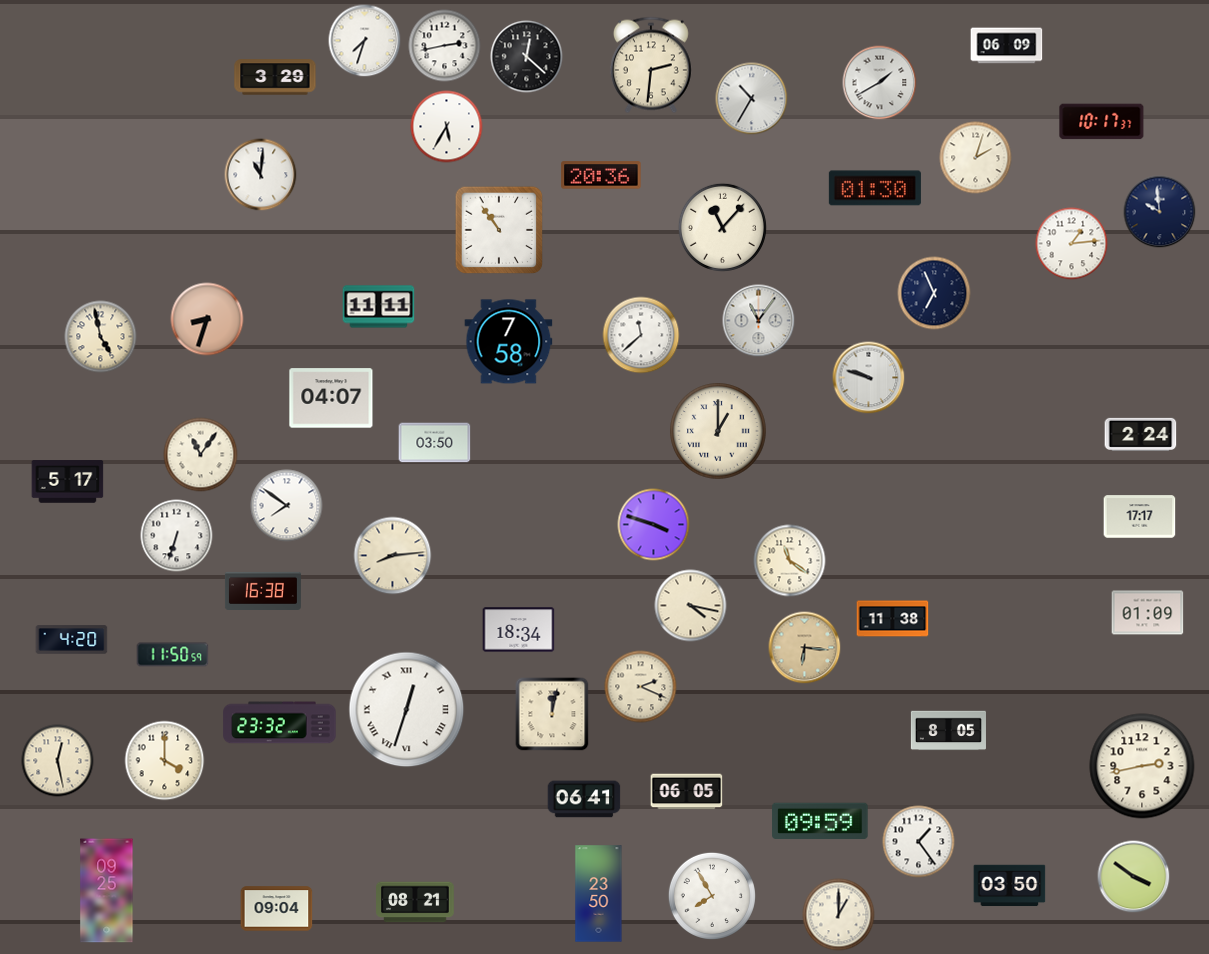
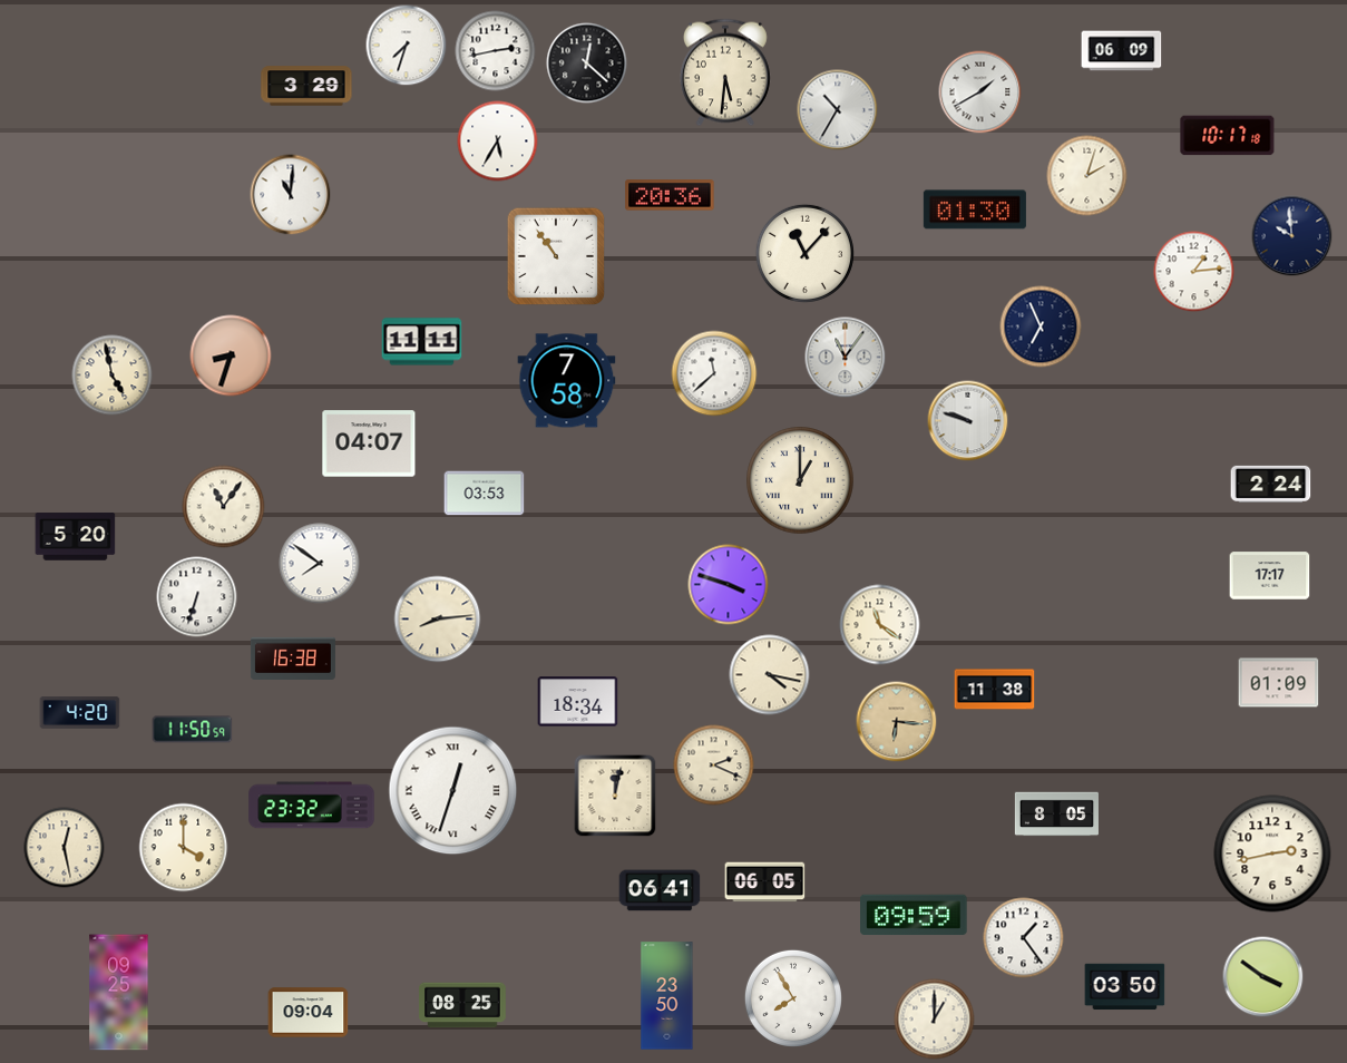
clock at (651, 65): 2:31 -> 5:31
clock at (1102, 122): 10:17:37 -> 10:17:18
clock at (435, 443): 03:50 -> 03:53
clock at (68, 482): 5:17 -> 5:20
clock at (584, 799) position: (584, 799) -> (660, 890)
clock at (415, 902): 08:21 -> 08:25
